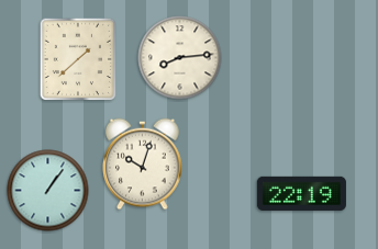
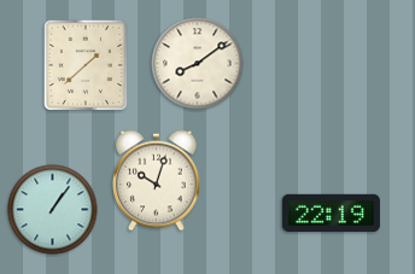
clock at (180, 58): 8:14 -> 8:09
